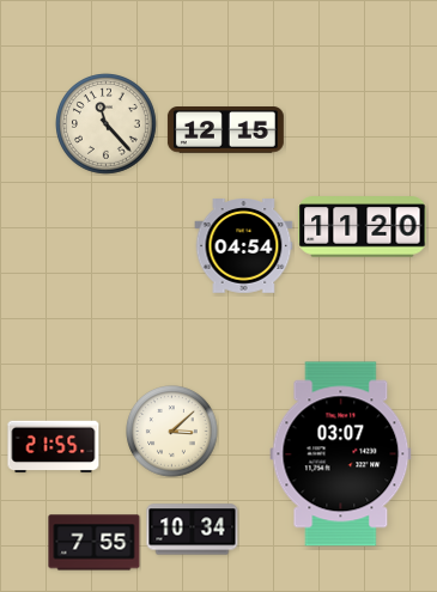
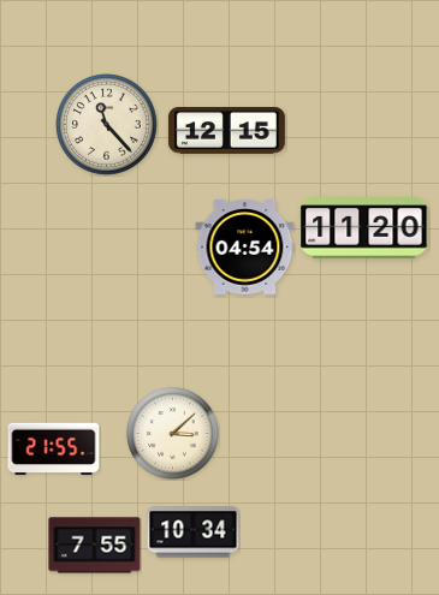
clock at (341, 454): 03:07 -> none
